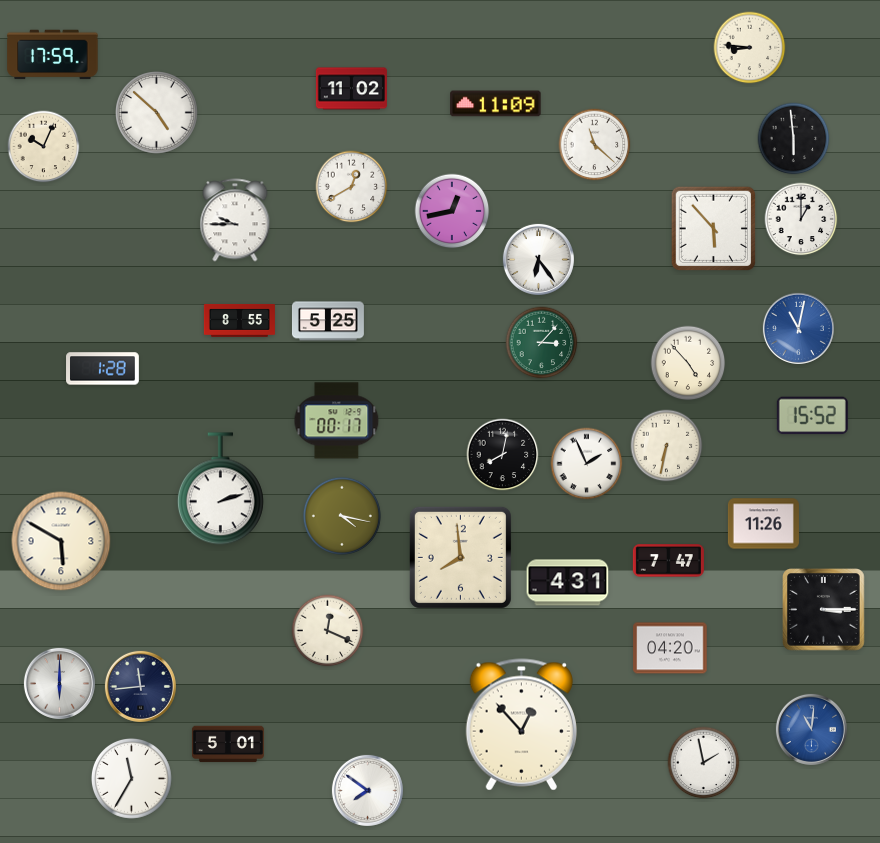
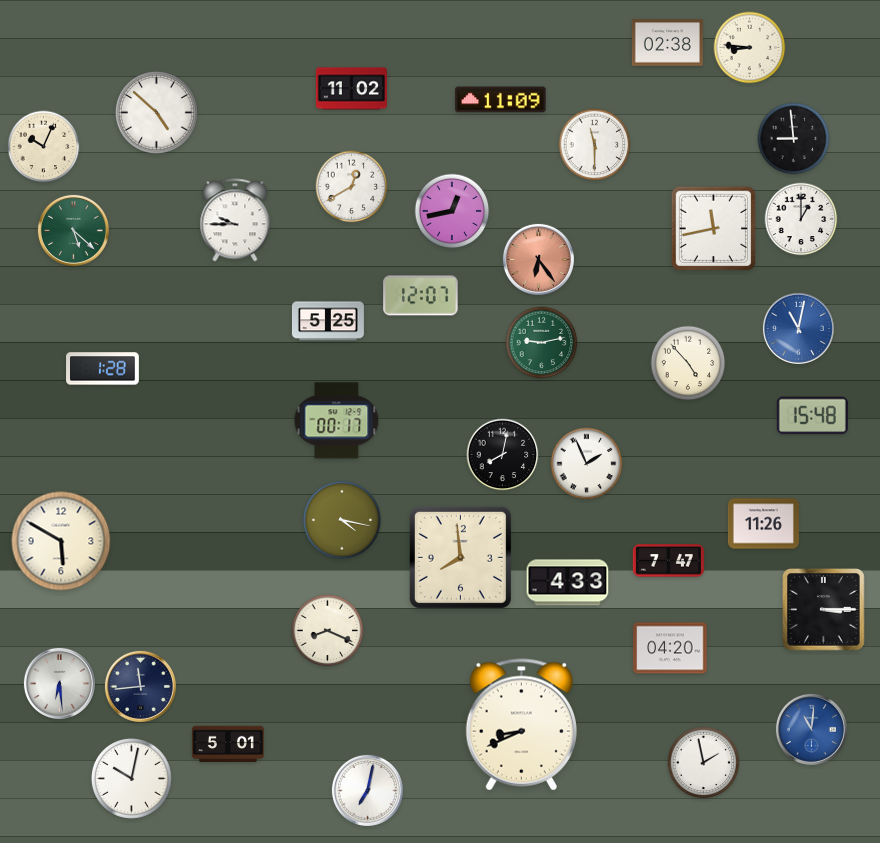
clock at (667, 43): none -> 02:38
clock at (53, 55): 17:59 -> none
clock at (496, 104) position: (496, 104) -> (501, 100)
clock at (794, 139): 5:59 -> 8:59
clock at (595, 145): 11:22 -> 11:30
clock at (713, 228): 5:53 -> 11:43
clock at (73, 230): none -> 5:22
clock at (538, 259) dial: white -> salmon
clock at (421, 296): none -> 12:07
clock at (239, 321): 8:55 -> none
clock at (542, 343): 3:07 -> 9:13
clock at (812, 416): 15:52 -> 15:48
clock at (667, 446): 6:32 -> none
clock at (220, 489): 2:12 -> none
clock at (342, 516) position: (342, 516) -> (342, 520)
clock at (568, 583): 4:31 -> 4:33
clock at (328, 631): 12:19 -> 8:19
clock at (59, 683): 6:00 -> 6:29
clock at (521, 725): 12:53 -> 8:41
clock at (131, 778): 11:35 -> 10:02
clock at (367, 790): 7:51 -> 7:02
